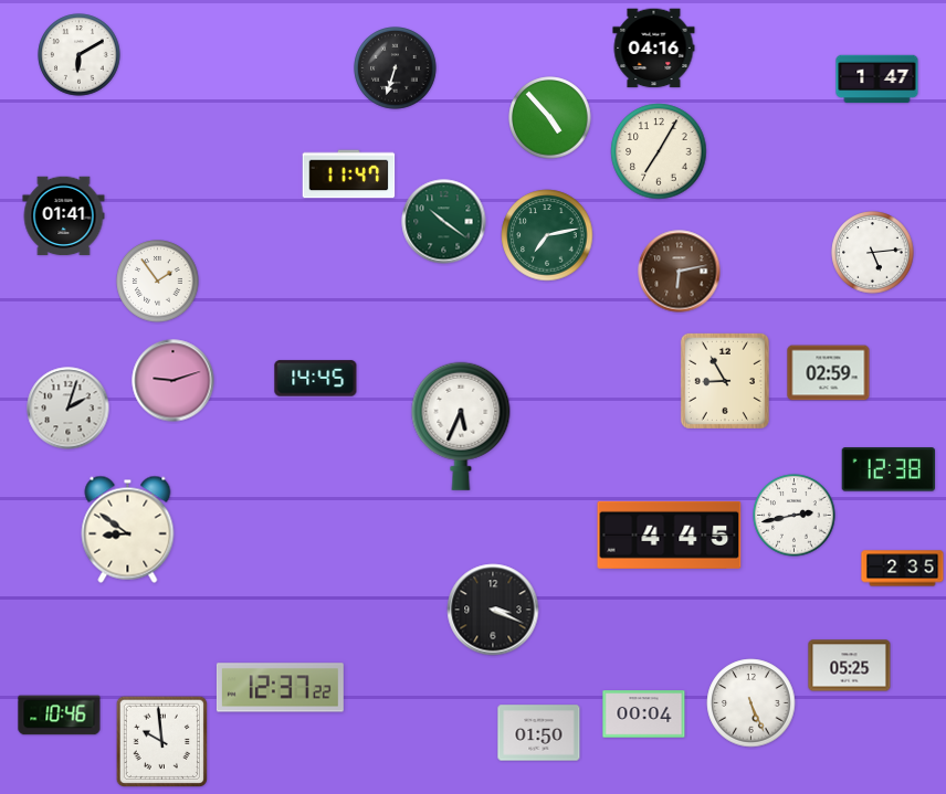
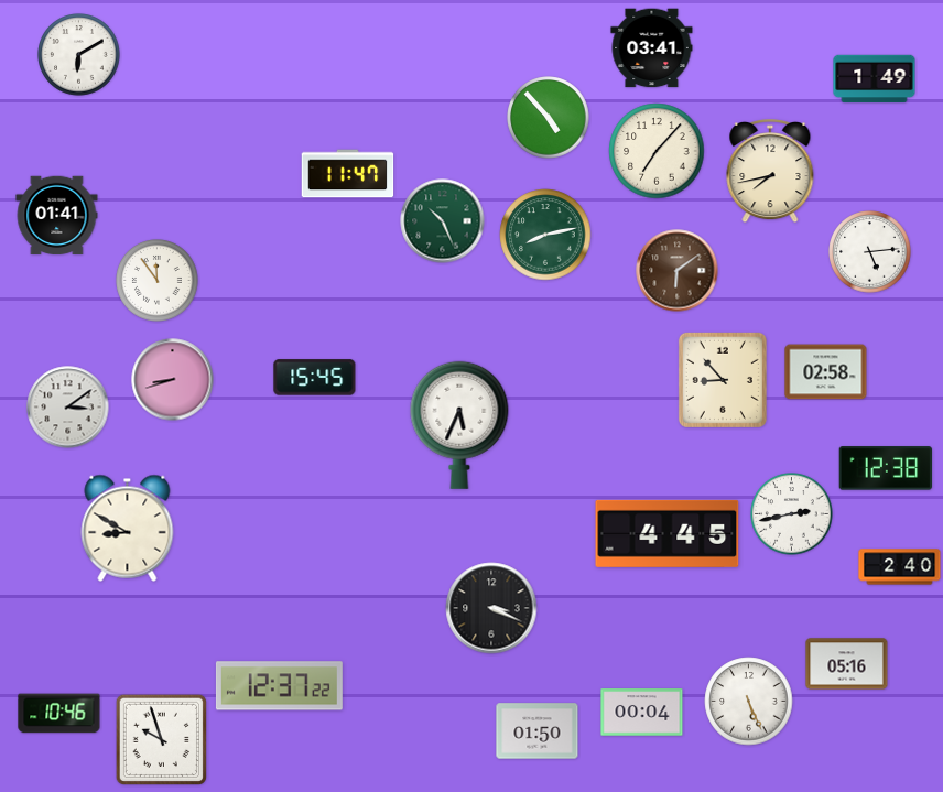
clock at (654, 49): 04:16 -> 03:41
clock at (396, 68): 6:33 -> none
clock at (877, 80): 1:47 -> 1:49
clock at (659, 151): 7:05 -> 7:07
clock at (770, 172): none -> 7:43
clock at (64, 216) position: (64, 216) -> (57, 216)
clock at (444, 222): 10:21 -> 10:26
clock at (547, 235): 7:13 -> 8:13
clock at (680, 272): 6:13 -> 6:09
clock at (158, 282): 1:54 -> 11:54
clock at (829, 373): 02:59 -> 02:58
clock at (316, 379): 14:45 -> 15:45
clock at (174, 381): 9:12 -> 8:42
clock at (725, 381): 8:55 -> 8:53
clock at (69, 409): 2:03 -> 3:09
clock at (128, 529): 8:51 -> 8:50
clock at (903, 569): 2:35 -> 2:40
clock at (850, 666): 05:25 -> 05:16
clock at (161, 741): 9:59 -> 9:57
